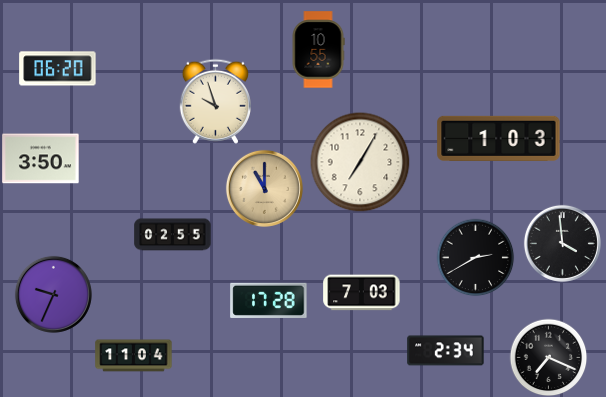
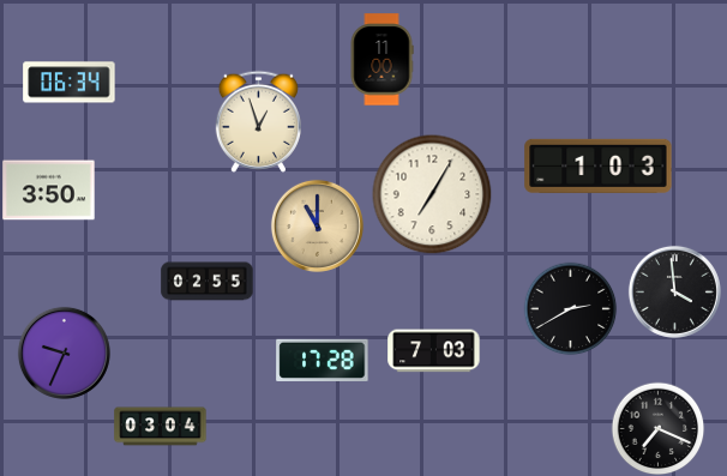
clock at (318, 50): 10:55 -> 11:00
clock at (58, 69): 06:20 -> 06:34
clock at (215, 101): 9:57 -> 12:57
clock at (446, 351): 2:34 -> none
clock at (134, 356): 11:04 -> 03:04
